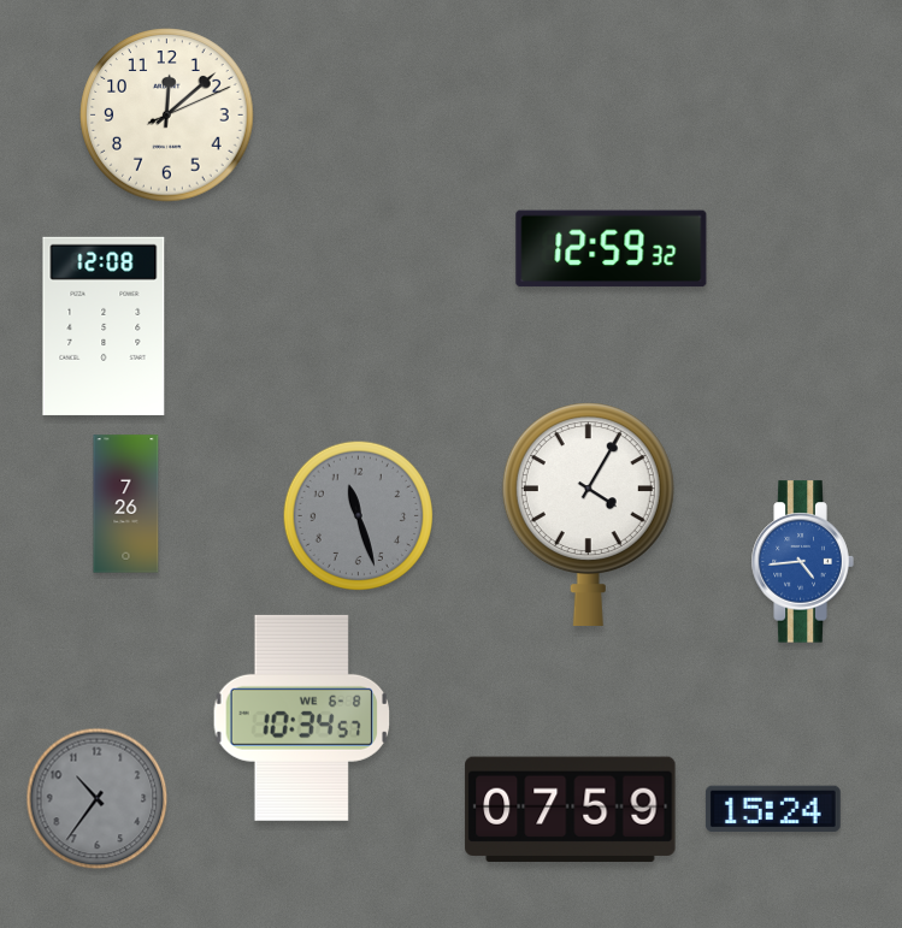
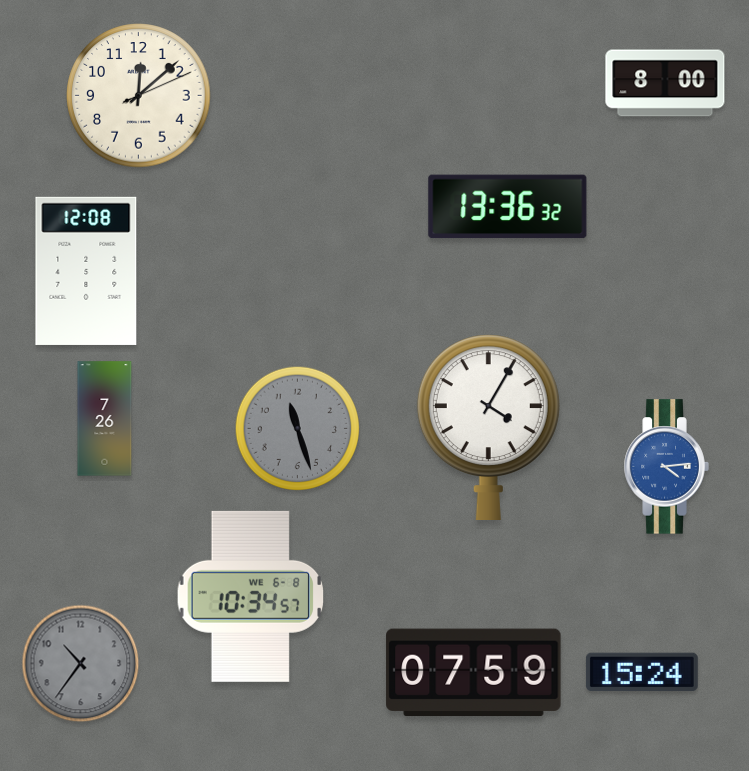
clock at (665, 83): none -> 8:00
clock at (612, 249): 12:59 -> 13:36
clock at (802, 562): 4:44 -> 4:14
